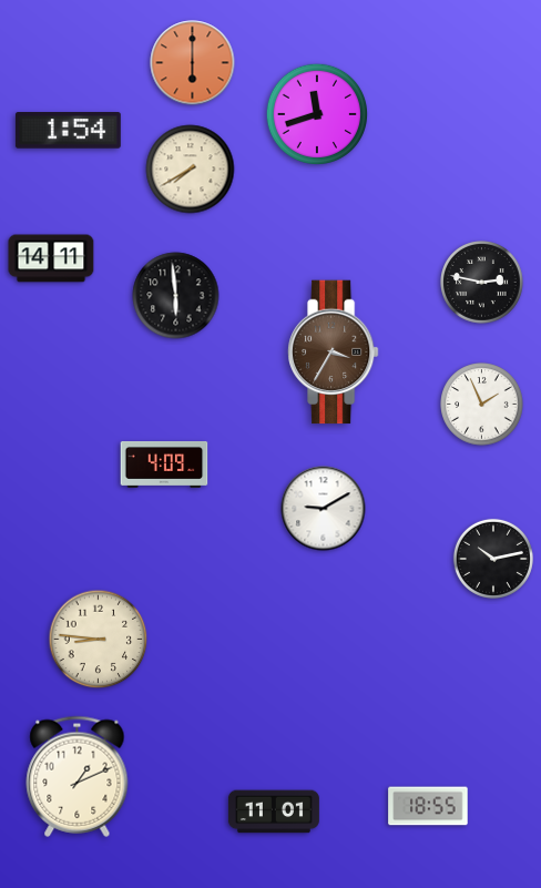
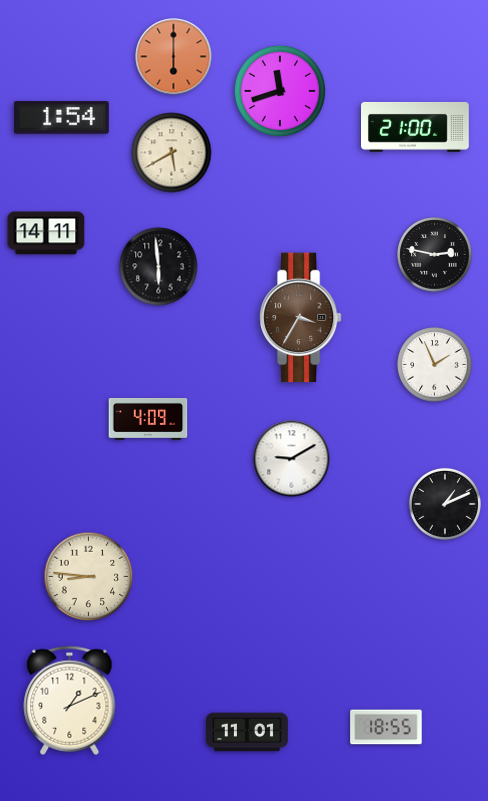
clock at (316, 113) position: (316, 113) -> (279, 90)
clock at (416, 127): none -> 21:00
clock at (191, 170): 7:40 -> 5:40
clock at (493, 559): 10:13 -> 1:11
